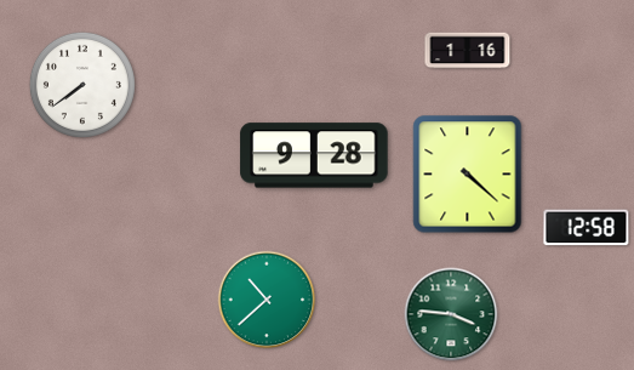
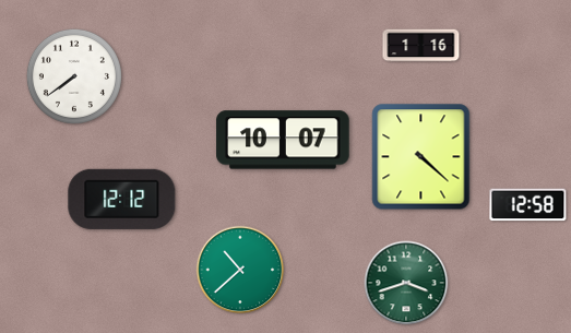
clock at (314, 155): 9:28 -> 10:07
clock at (122, 199): none -> 12:12
clock at (451, 314): 3:46 -> 3:42
